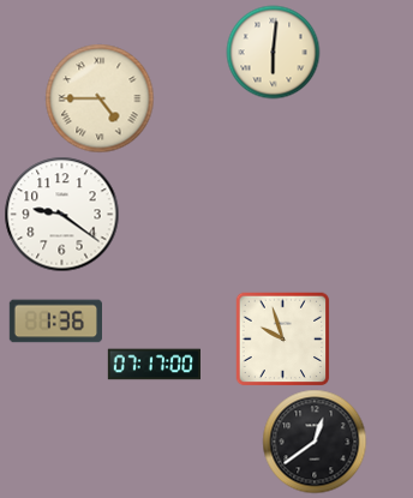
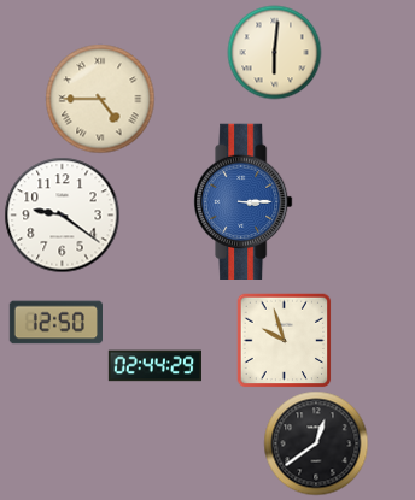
clock at (244, 202): none -> 3:15
clock at (55, 322): 1:36 -> 12:50
clock at (154, 365): 07:17 -> 02:44
